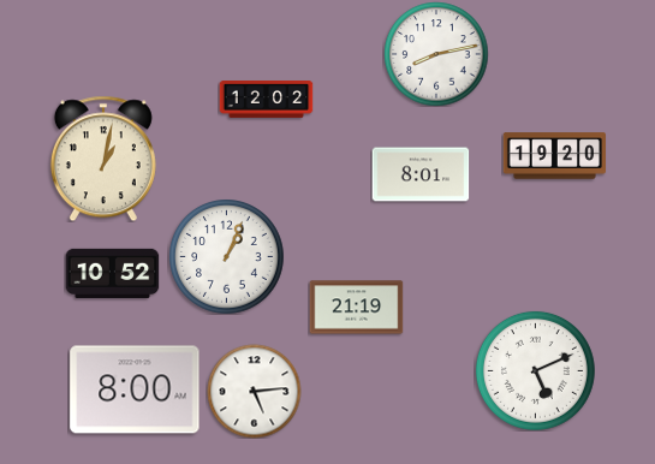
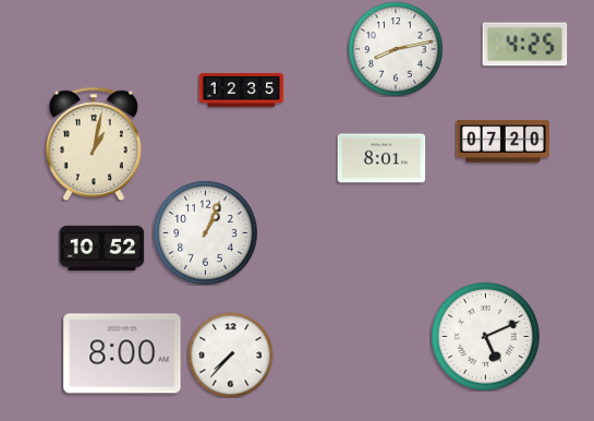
clock at (524, 45): none -> 4:25
clock at (266, 100): 12:02 -> 12:35
clock at (554, 156): 19:20 -> 07:20
clock at (356, 308): 21:19 -> none
clock at (254, 391): 5:14 -> 7:37
